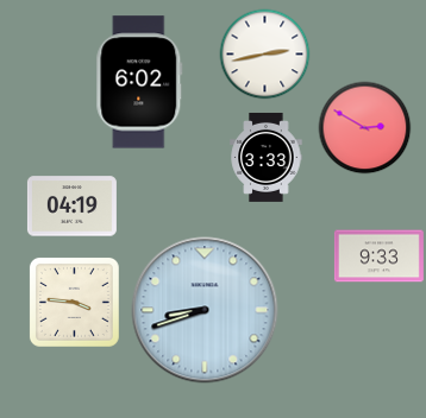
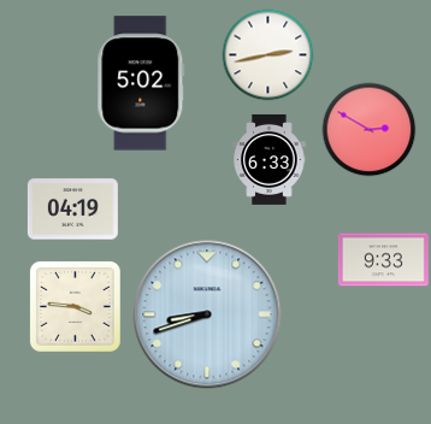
clock at (139, 82): 6:02 -> 5:02
clock at (267, 157): 3:33 -> 6:33
